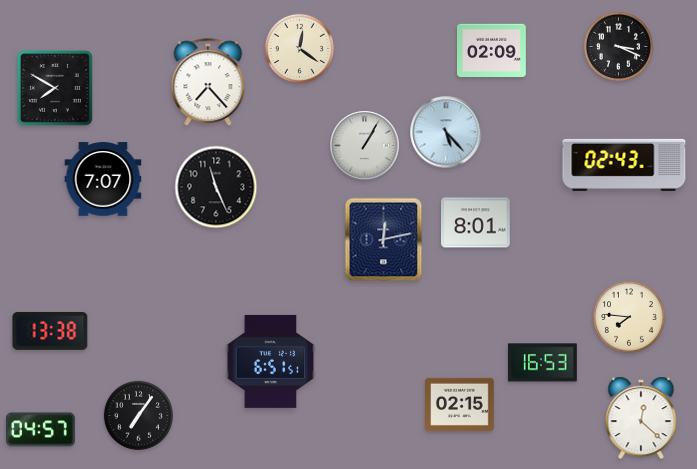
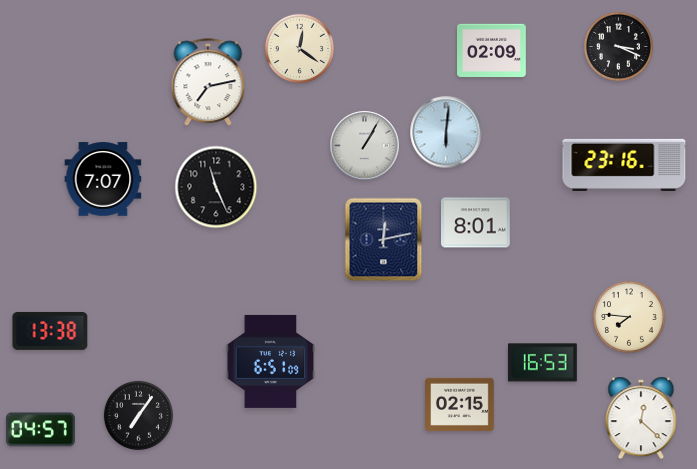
clock at (208, 83): 7:23 -> 7:13
clock at (55, 88): 7:50 -> none
clock at (446, 132): 5:23 -> 6:01
clock at (624, 165): 02:43 -> 23:16
clock at (271, 361): 6:51:51 -> 6:51:09
